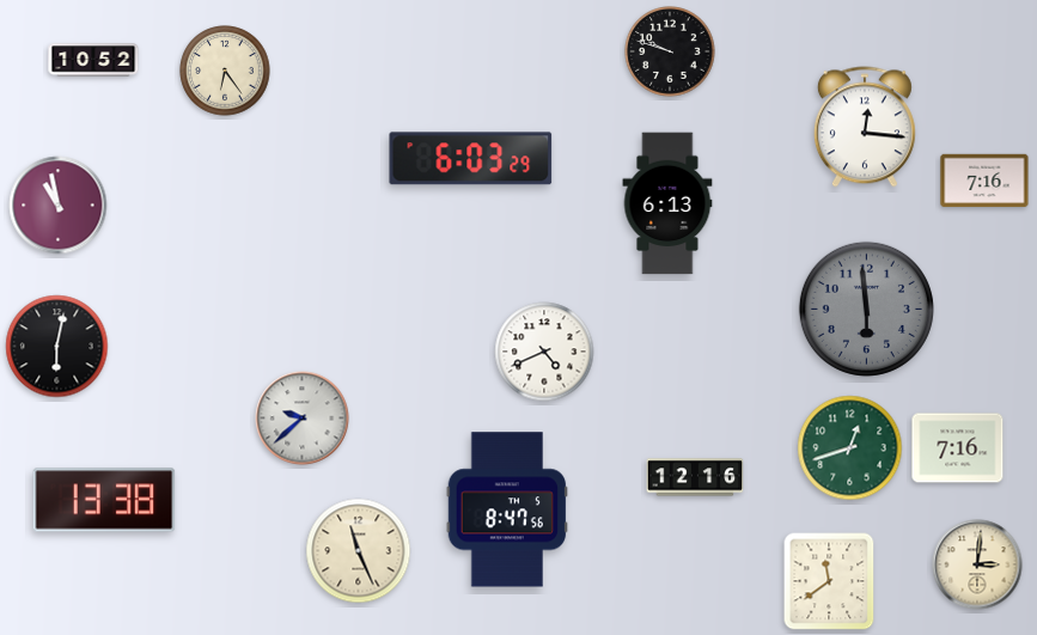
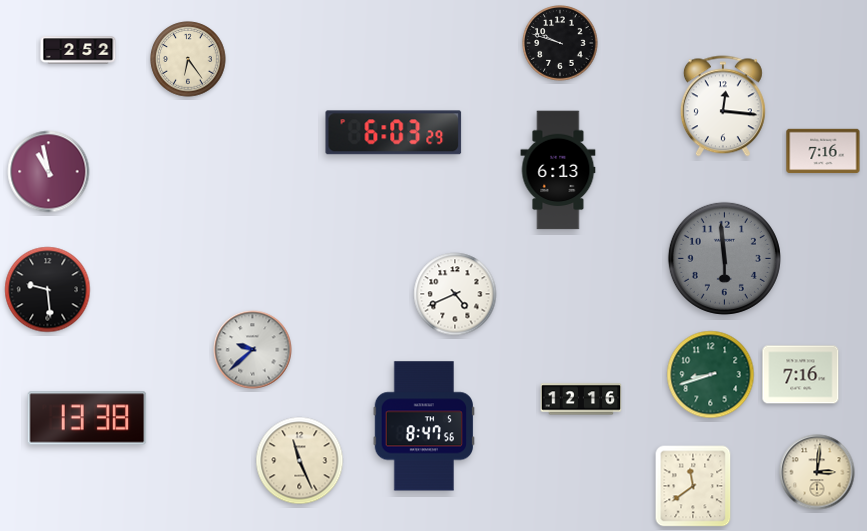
clock at (93, 60): 10:52 -> 2:52
clock at (57, 347): 6:02 -> 9:29
clock at (850, 448): 12:42 -> 8:42
